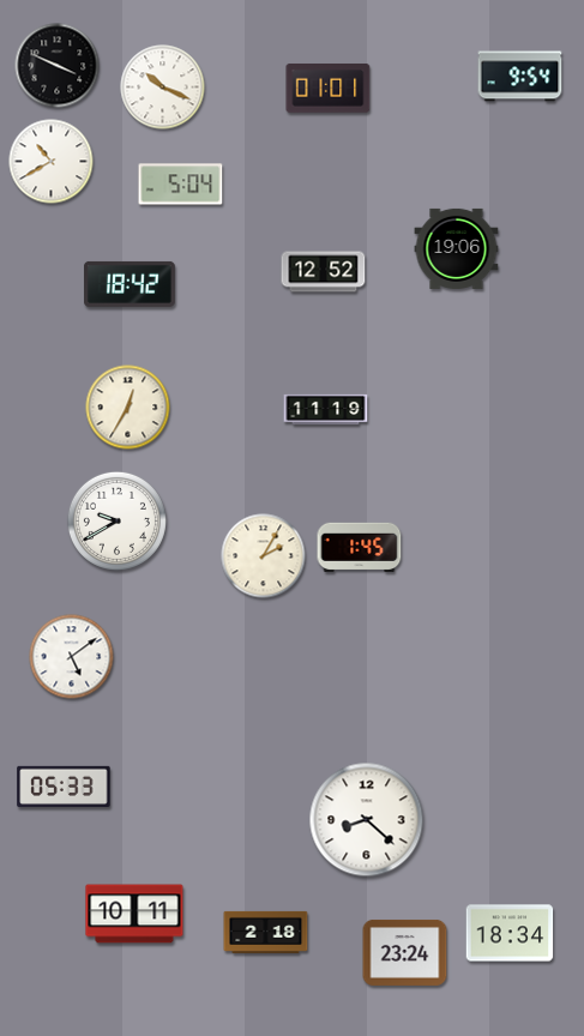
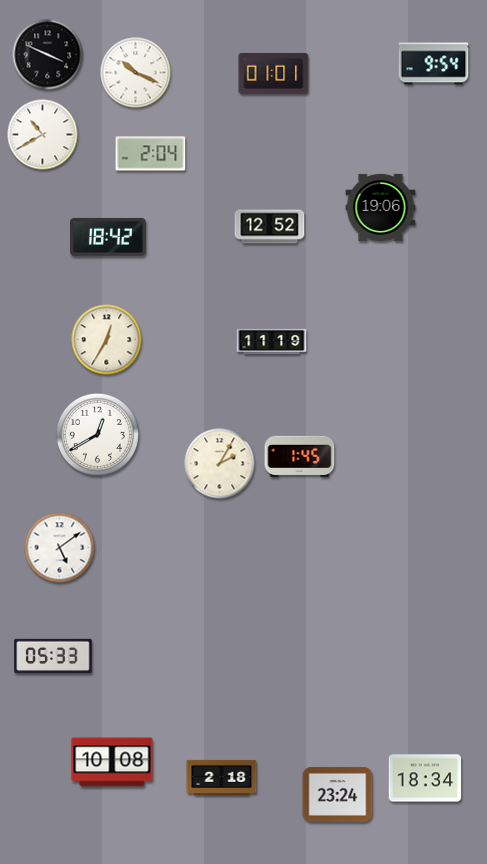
clock at (181, 185): 5:04 -> 2:04
clock at (116, 520): 9:40 -> 12:40
clock at (367, 820): 8:22 -> none
clock at (134, 914): 10:11 -> 10:08
